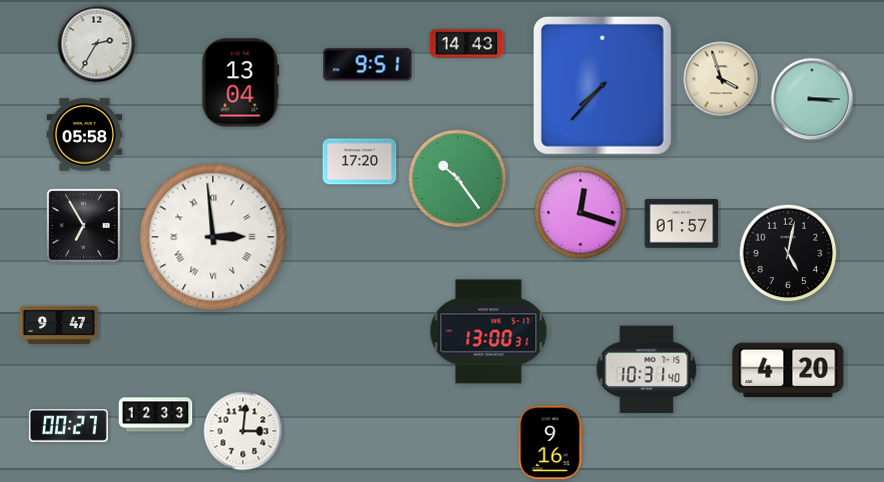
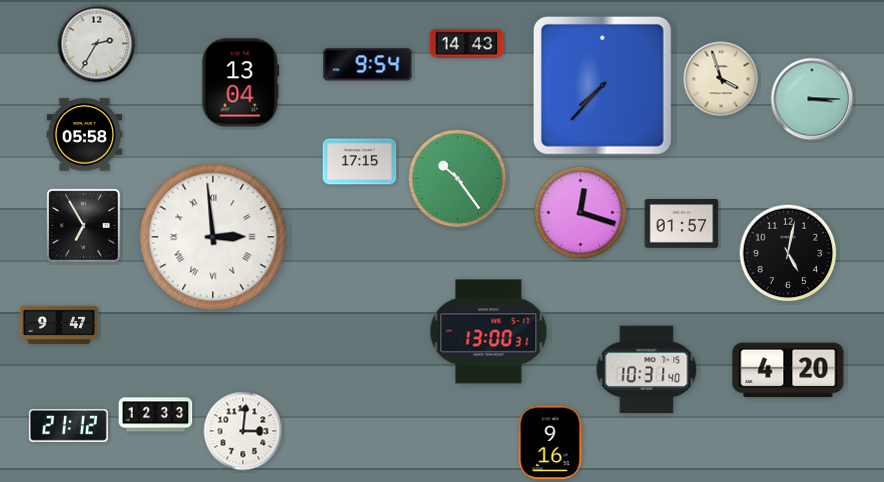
clock at (368, 65): 9:51 -> 9:54
clock at (360, 162): 17:20 -> 17:15
clock at (68, 425): 00:27 -> 21:12
